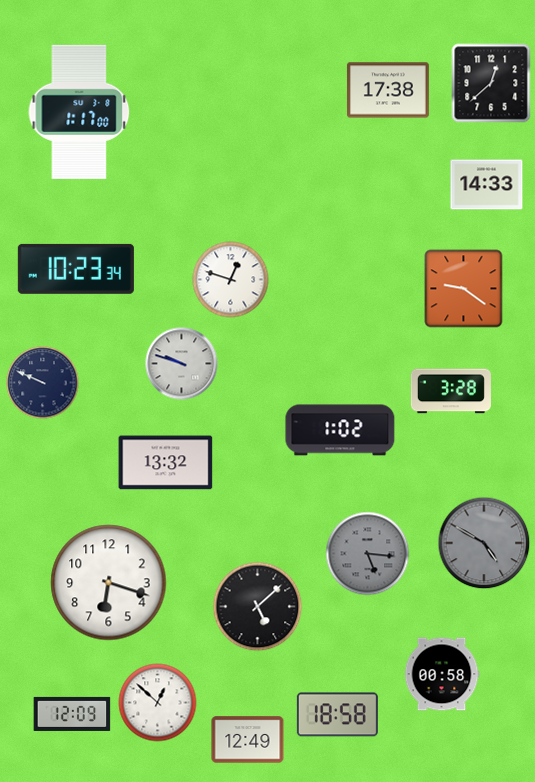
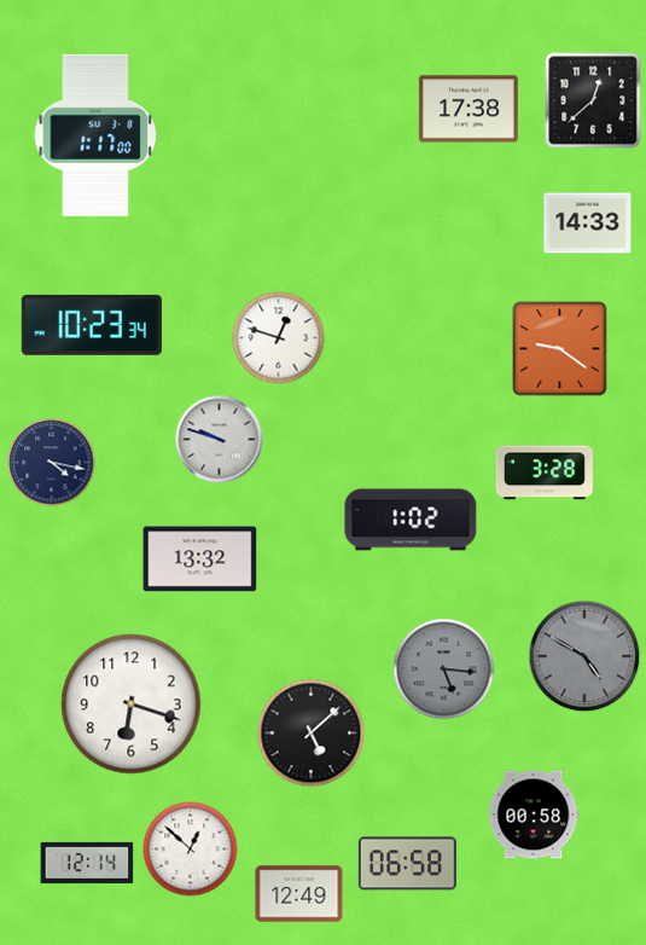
clock at (43, 383): 9:49 -> 4:17
clock at (72, 714): 12:09 -> 12:14
clock at (337, 715): 18:58 -> 06:58
